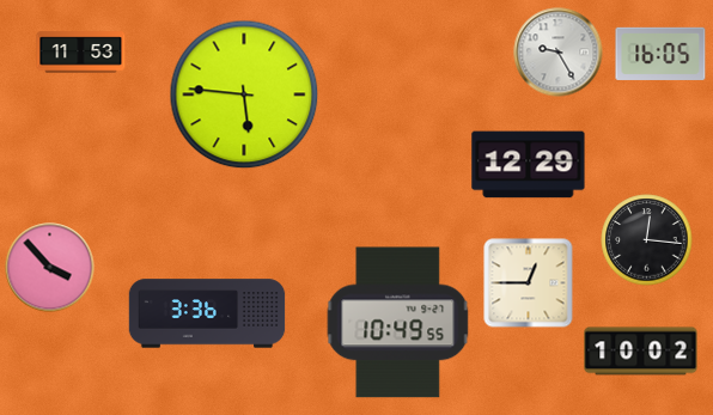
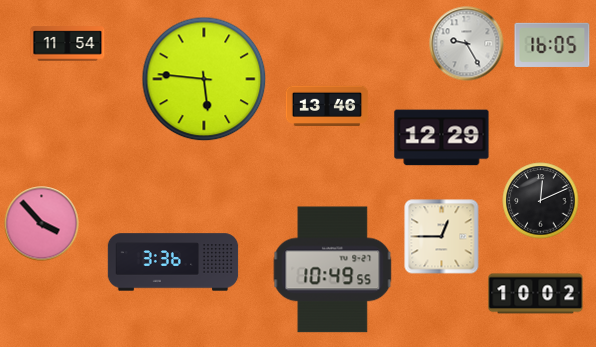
clock at (81, 53): 11:53 -> 11:54
clock at (327, 106): none -> 13:46
clock at (647, 240): 12:16 -> 12:11
